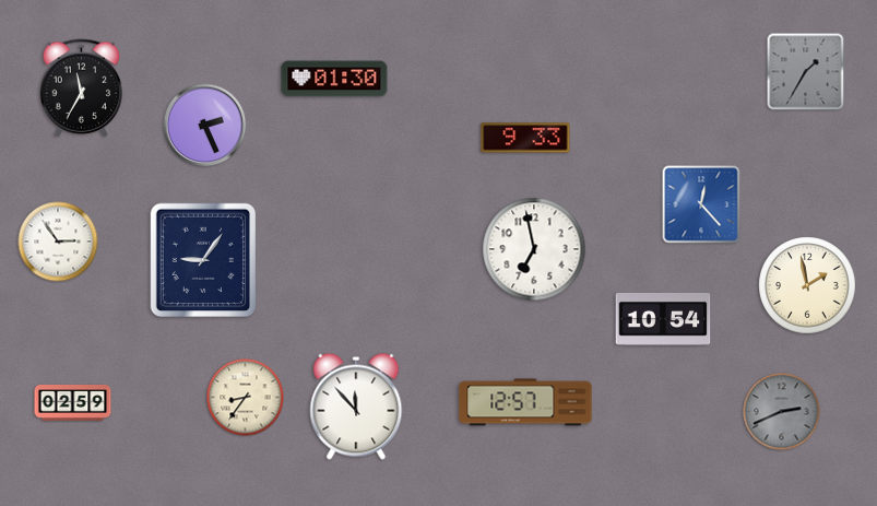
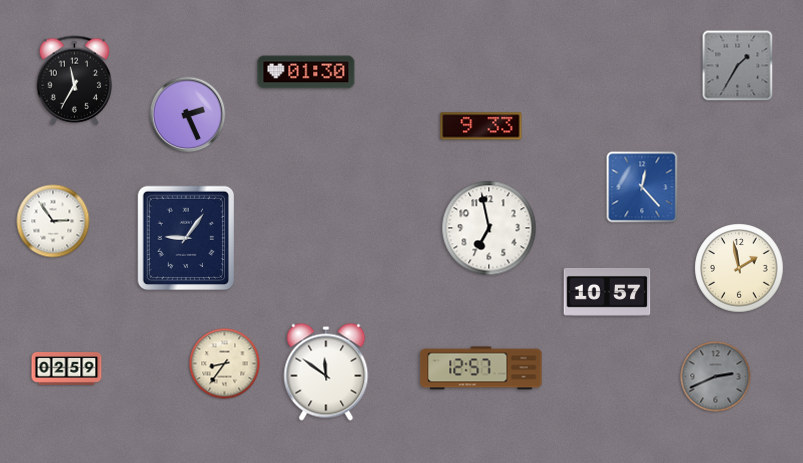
clock at (807, 285) position: (807, 285) -> (739, 268)
clock at (663, 319): 10:54 -> 10:57
clock at (356, 407): 11:53 -> 11:51
